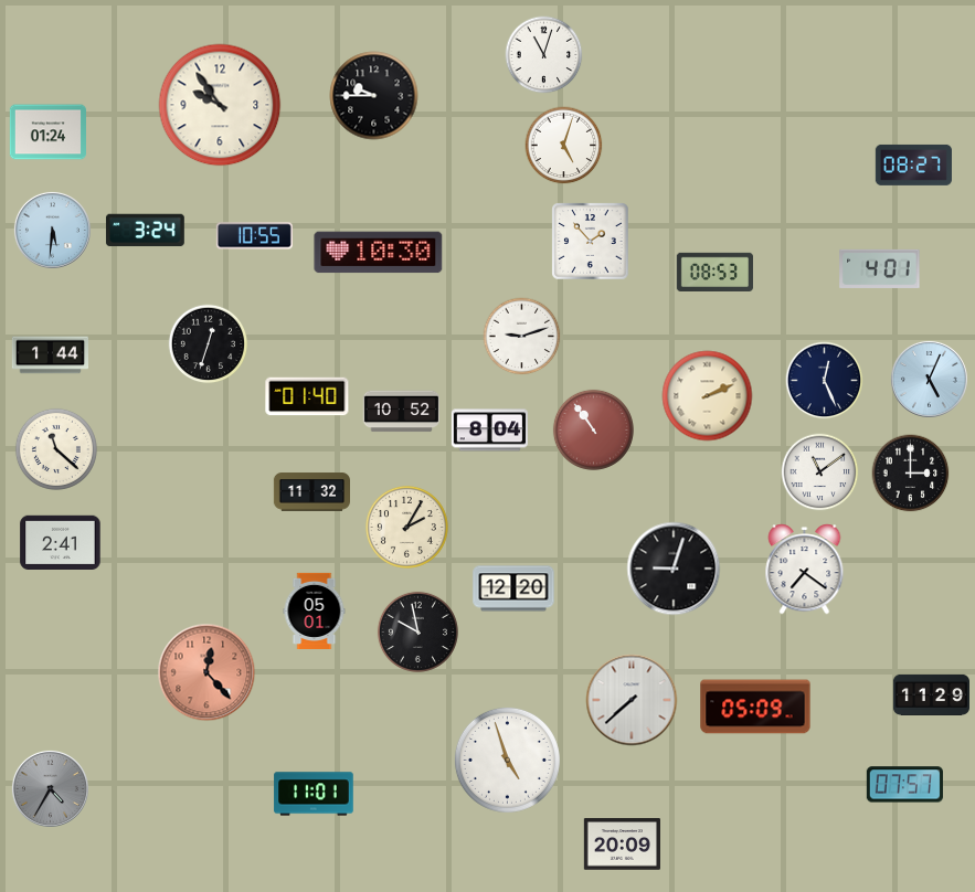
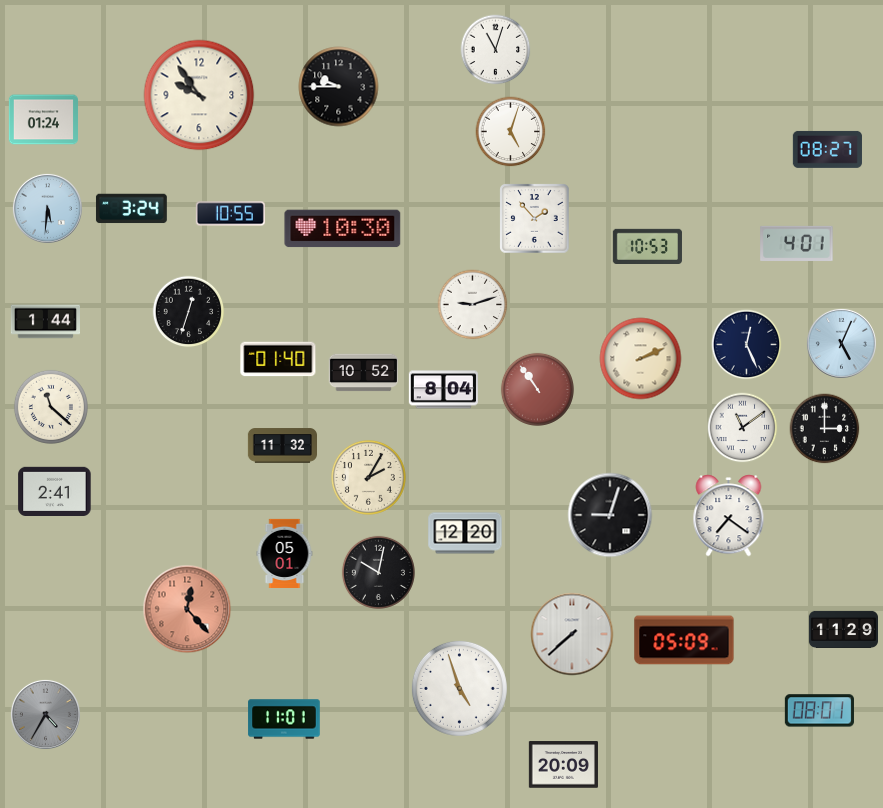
clock at (544, 55) position: (544, 55) -> (496, 50)
clock at (714, 272): 08:53 -> 10:53
clock at (417, 631): 9:58 -> 10:02
clock at (904, 785): 07:57 -> 08:01
